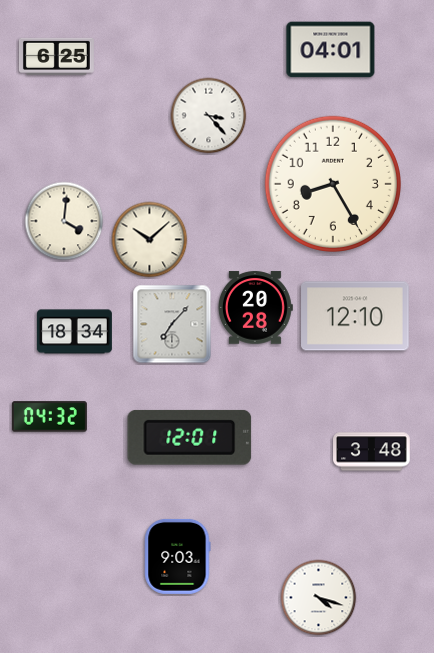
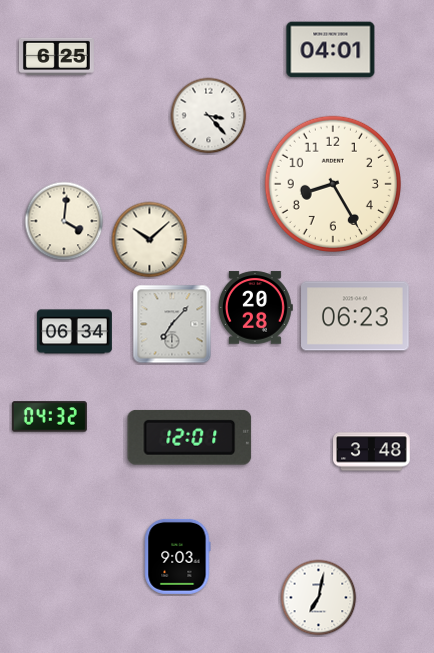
clock at (355, 316): 12:10 -> 06:23
clock at (74, 332): 18:34 -> 06:34
clock at (319, 598): 4:18 -> 7:02
